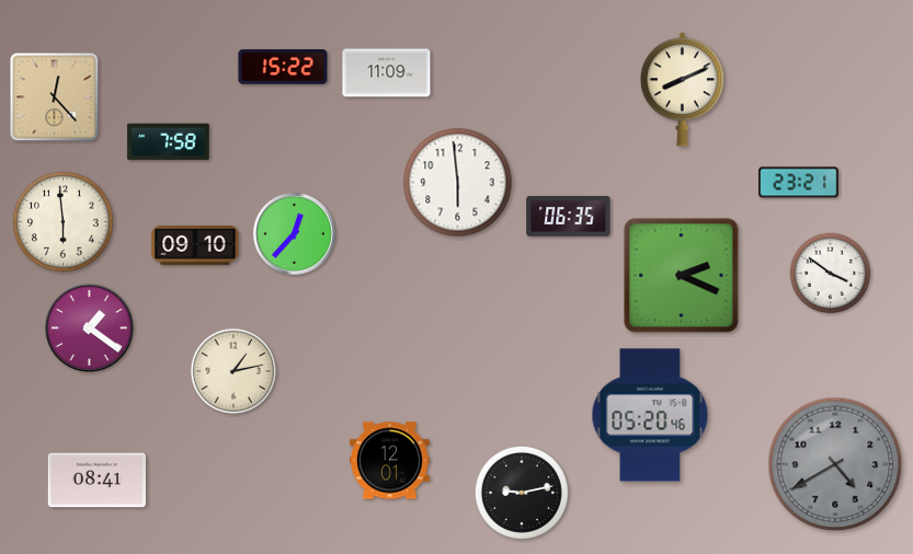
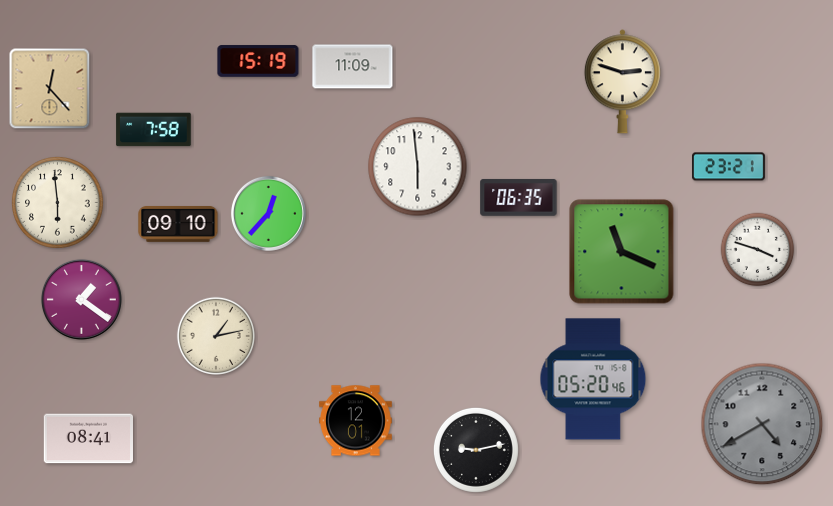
clock at (283, 67): 15:22 -> 15:19
clock at (682, 90): 8:11 -> 2:48
clock at (831, 274): 3:51 -> 3:48
clock at (682, 276): 2:19 -> 11:19
clock at (233, 371) position: (233, 371) -> (216, 336)
